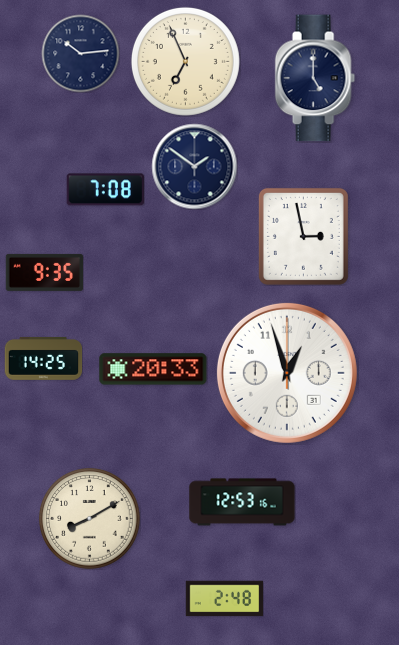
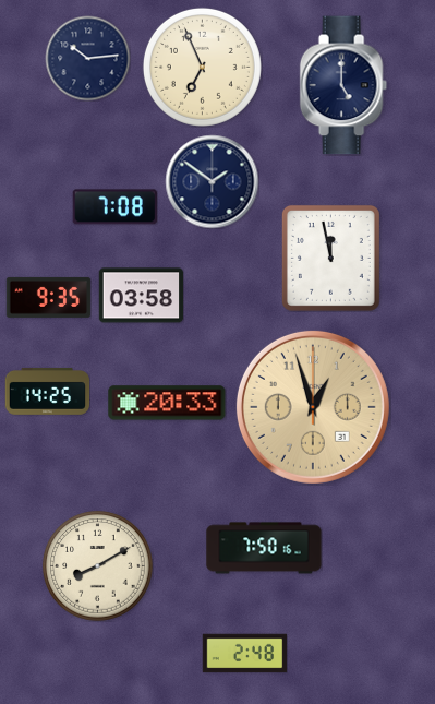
clock at (303, 236): 2:58 -> 11:58
clock at (141, 296): none -> 03:58
clock at (287, 373) dial: white -> champagne
clock at (242, 502): 12:53 -> 7:50
